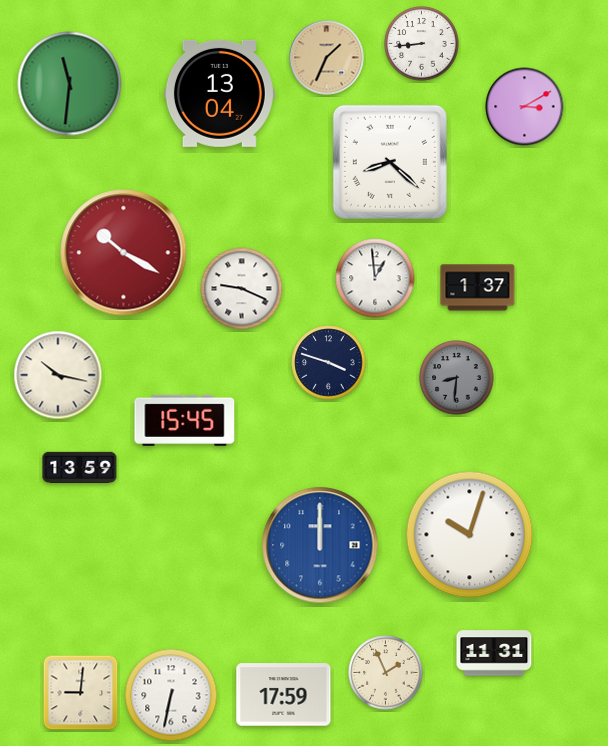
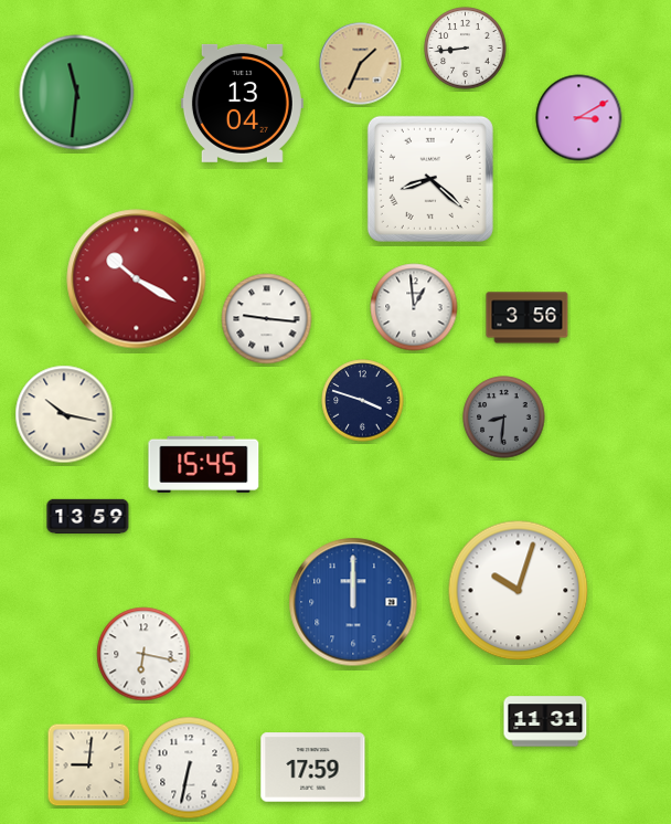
clock at (478, 288): 1:37 -> 3:56
clock at (242, 289): 9:19 -> 9:16
clock at (143, 654): none -> 6:17
clock at (386, 673): 1:56 -> none
